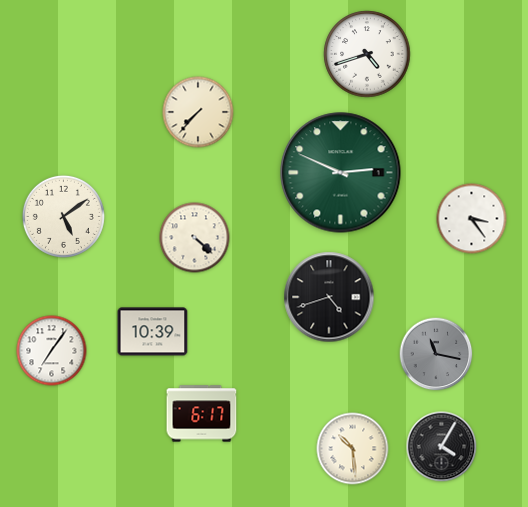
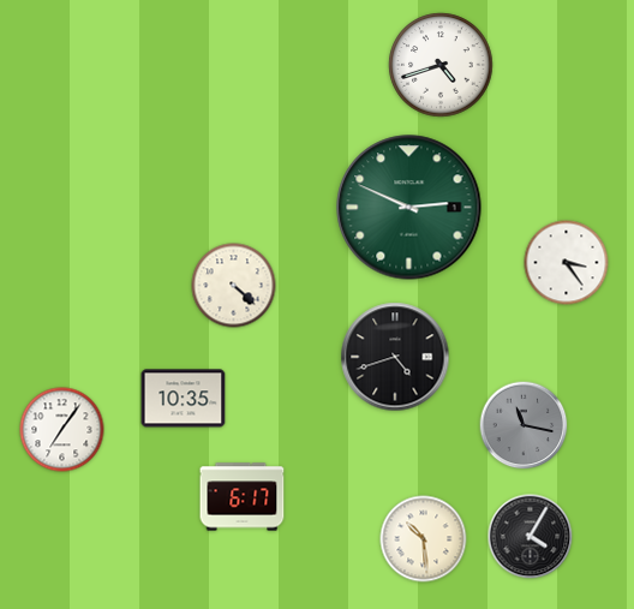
clock at (198, 112): 7:37 -> none
clock at (63, 216): 5:09 -> none
clock at (153, 332): 10:39 -> 10:35
clock at (52, 351) position: (52, 351) -> (62, 430)
